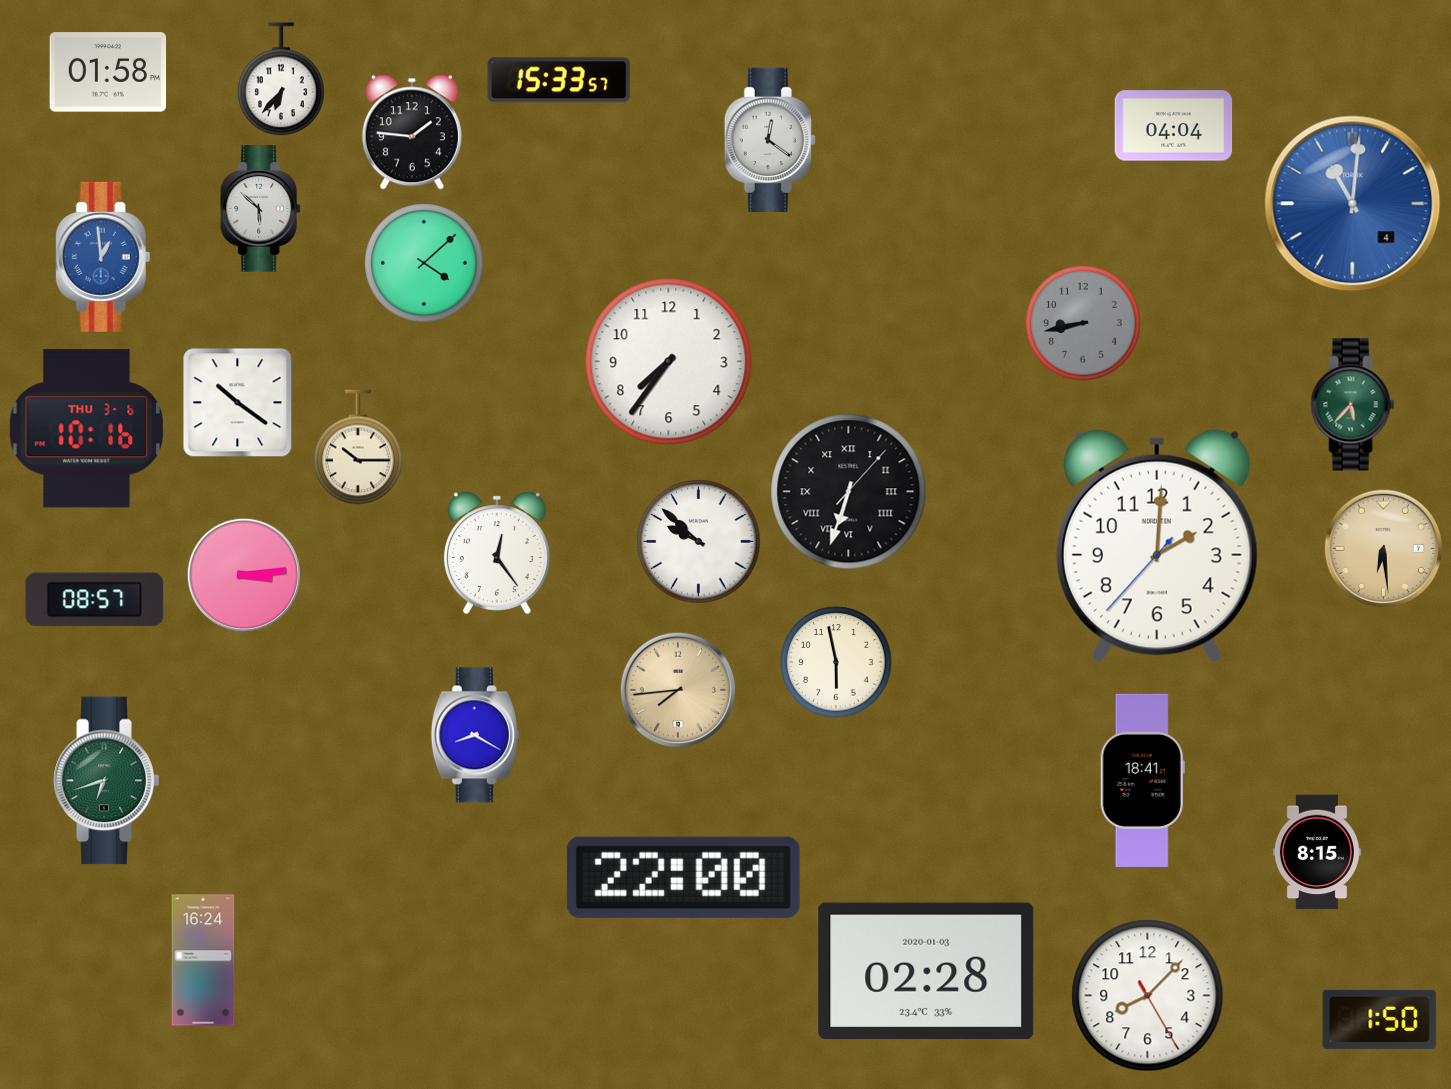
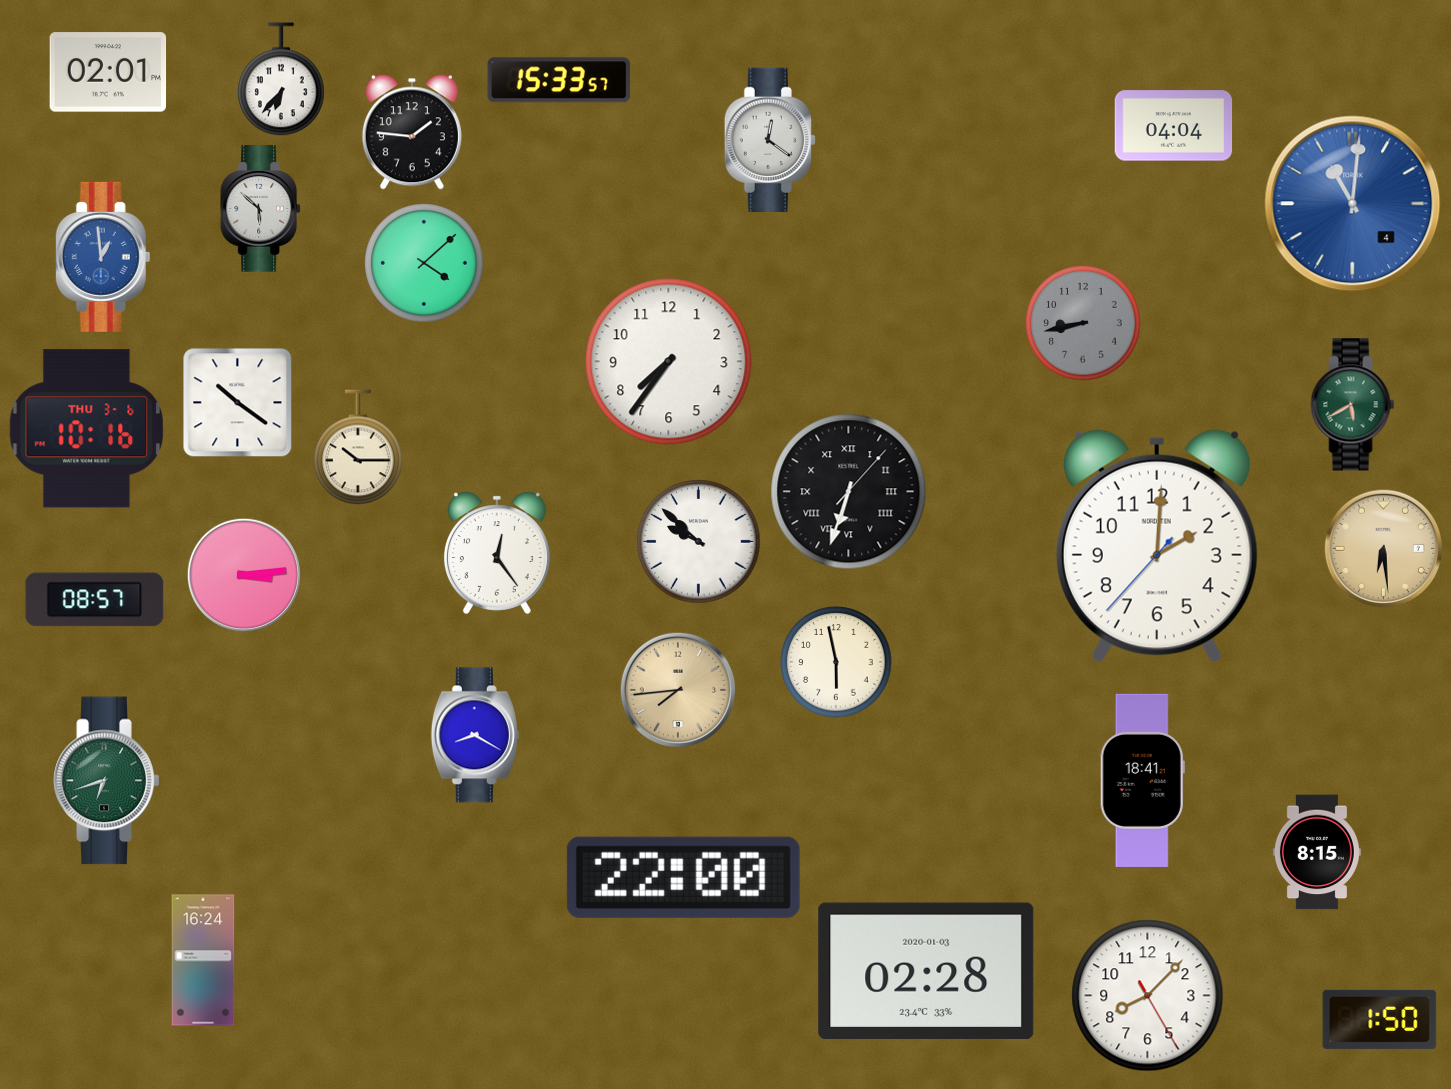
clock at (108, 72): 01:58 -> 02:01
clock at (1353, 405): 5:37 -> 5:40
